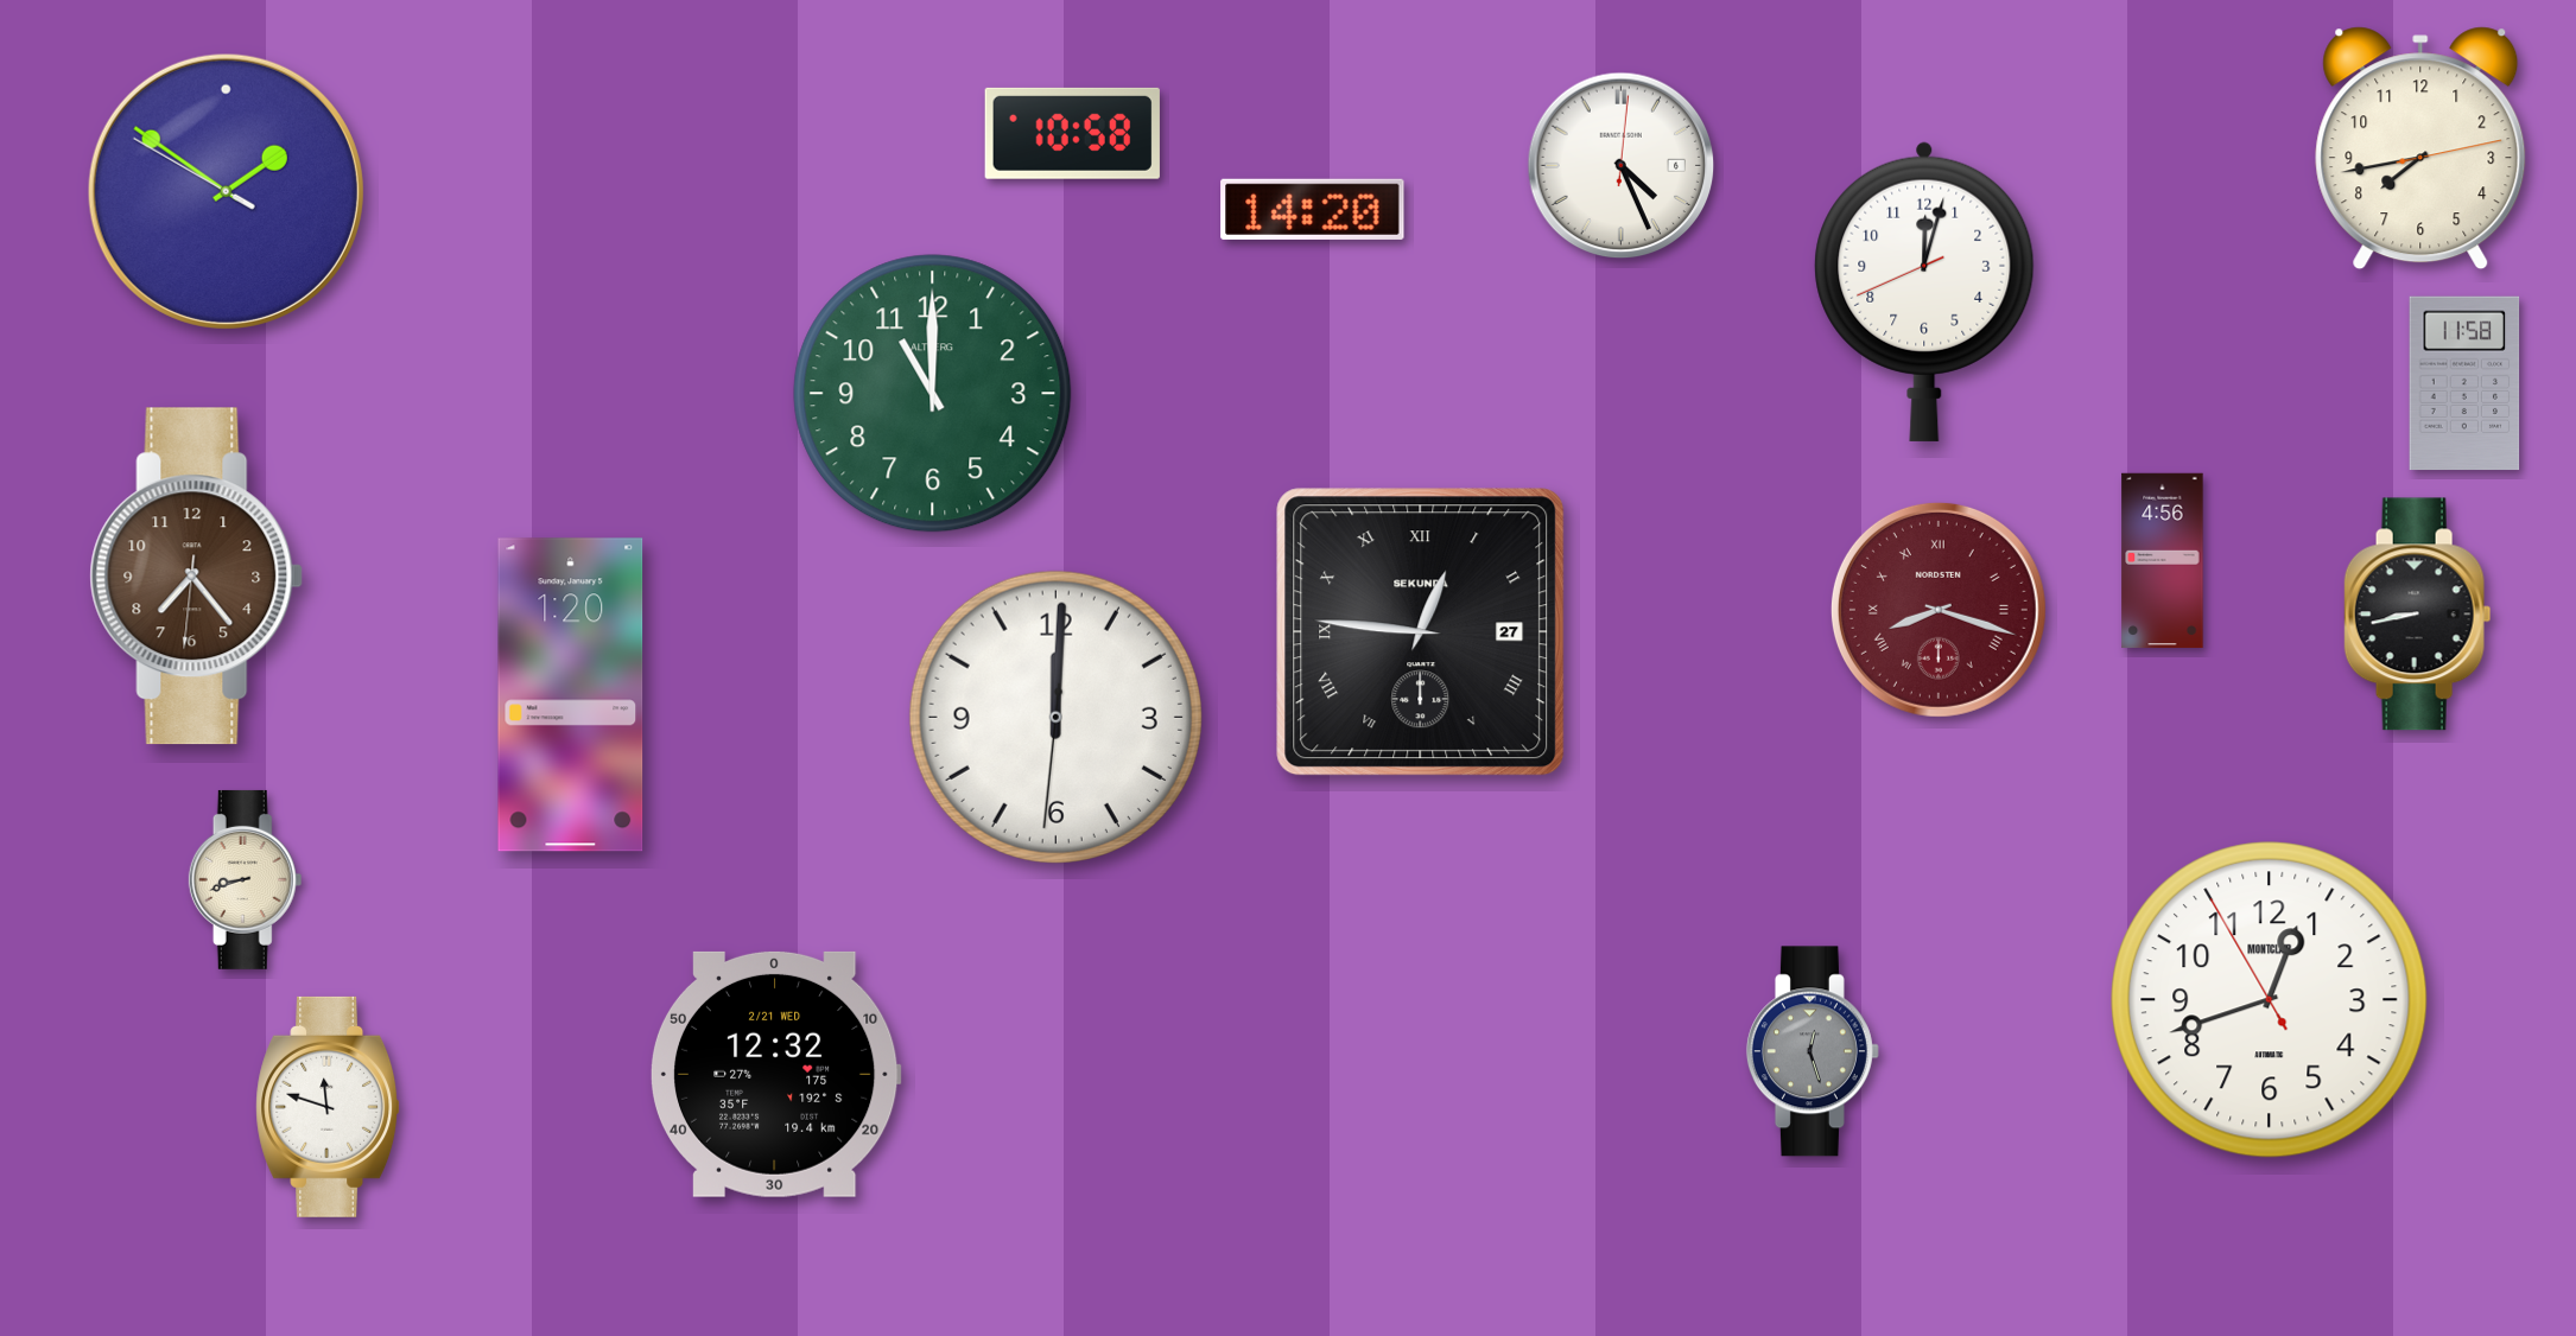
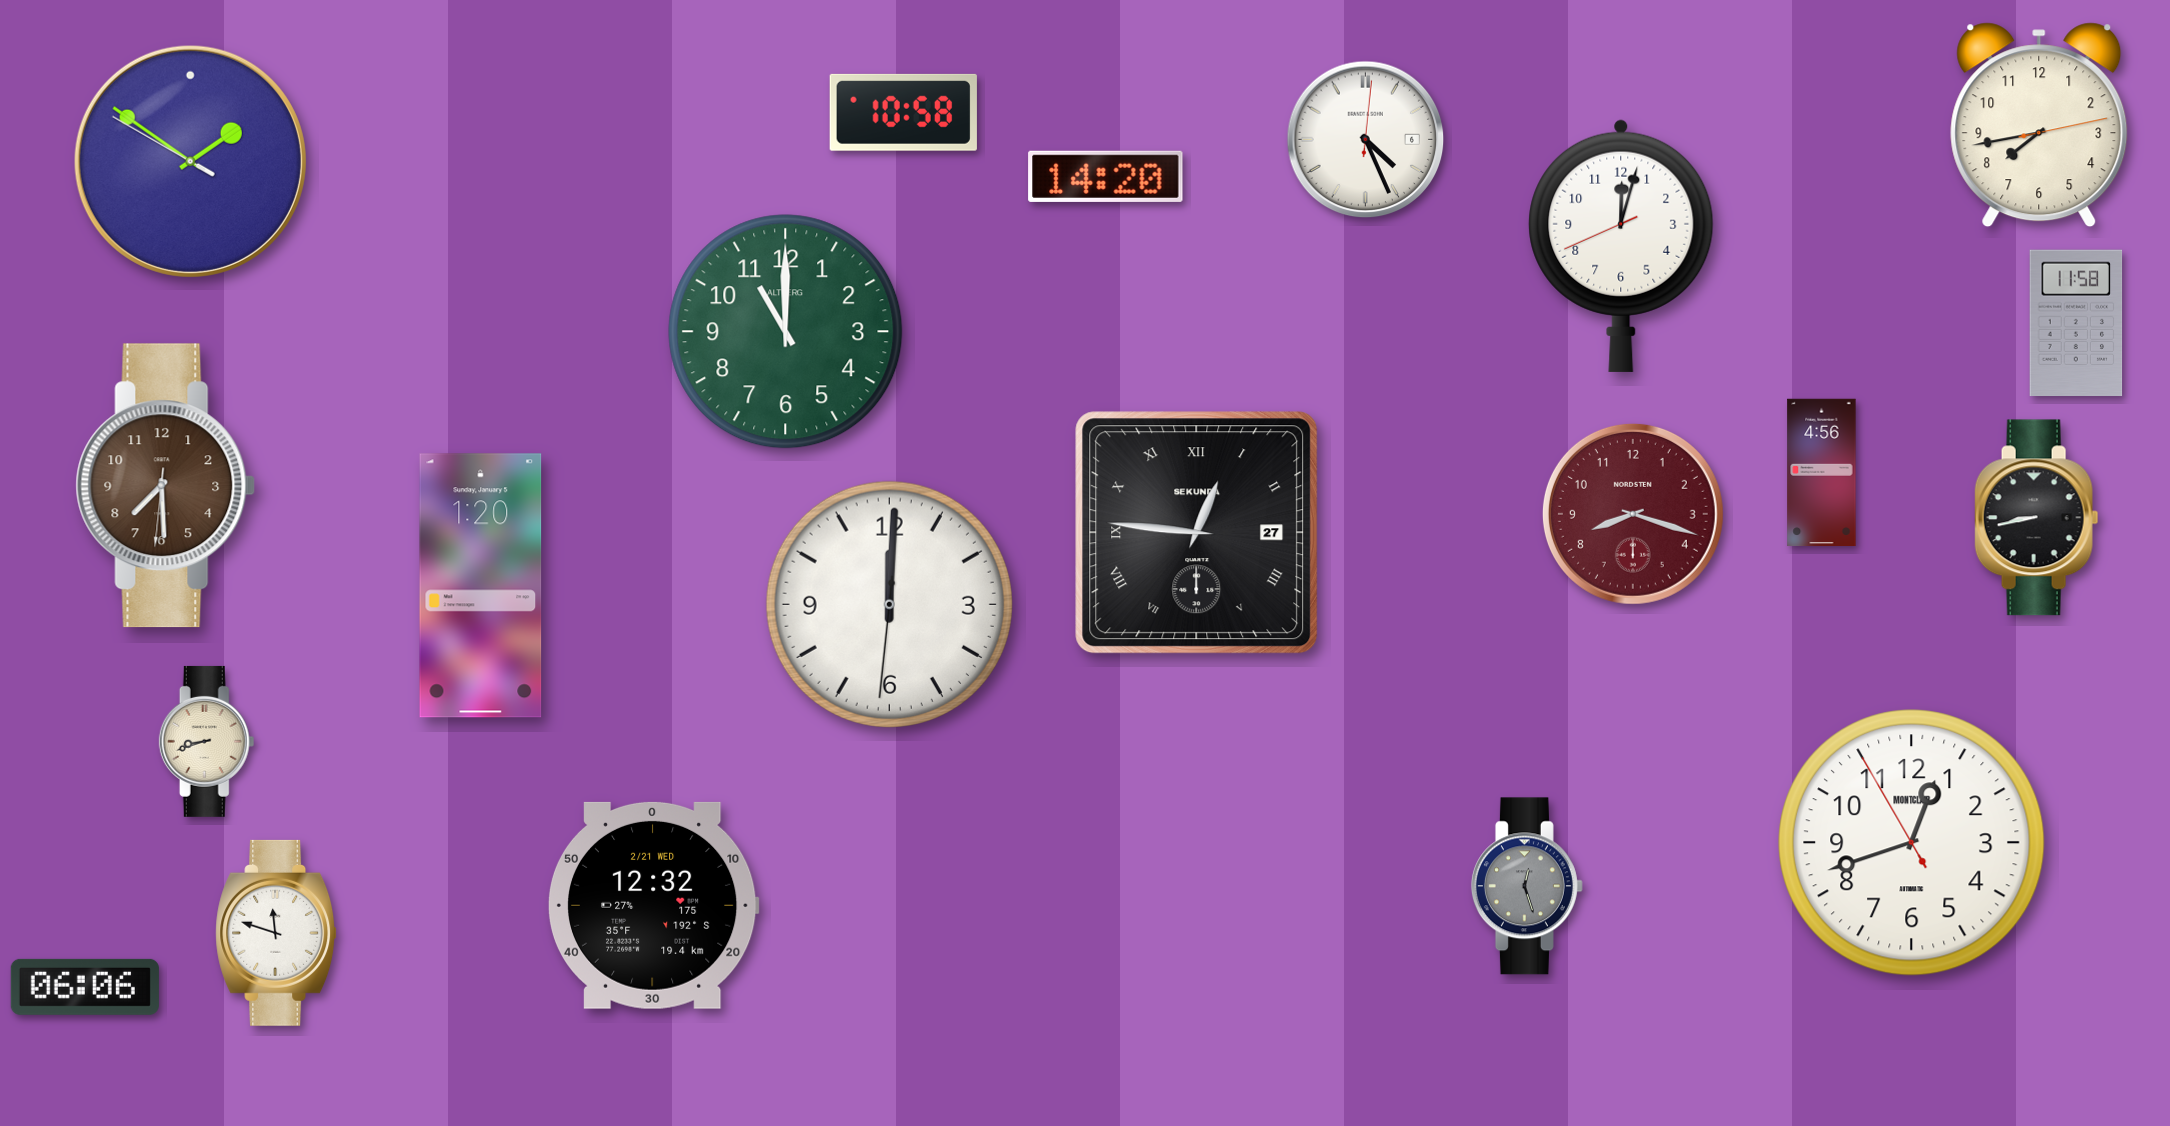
clock at (197, 577): 7:23 -> 7:29
clock at (1939, 610) numerals: Roman -> Arabic
clock at (85, 987): none -> 06:06
